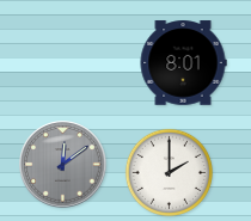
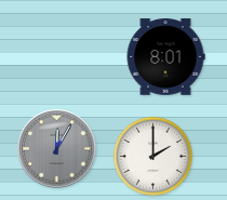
clock at (63, 165): 12:09 -> 12:05
